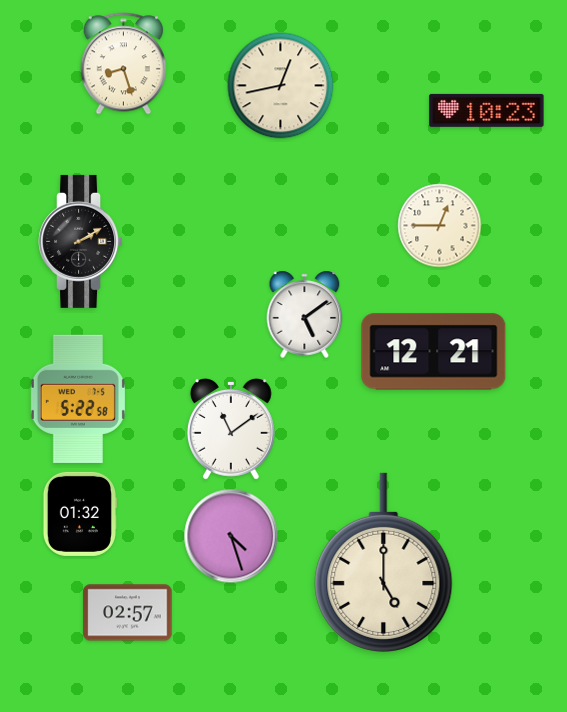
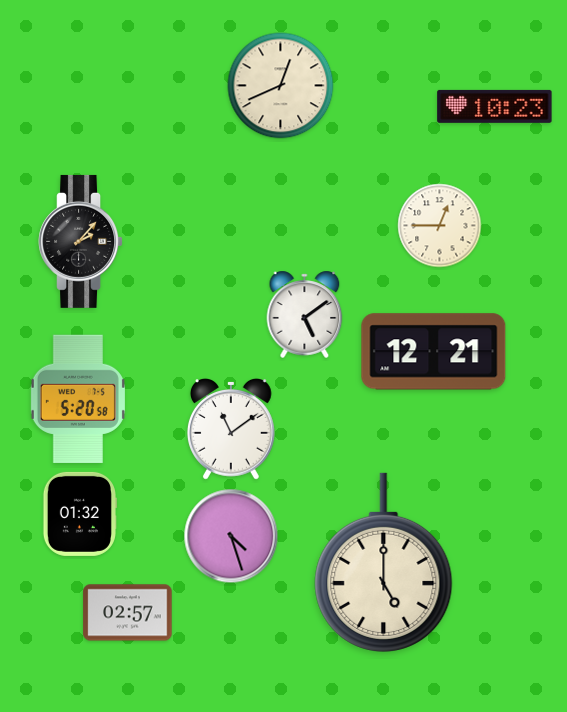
clock at (123, 64): 8:27 -> none
clock at (281, 86): 12:43 -> 12:41
clock at (487, 110) position: (487, 110) -> (495, 106)
clock at (80, 241): 2:10 -> 2:07
clock at (78, 398): 5:22 -> 5:20
